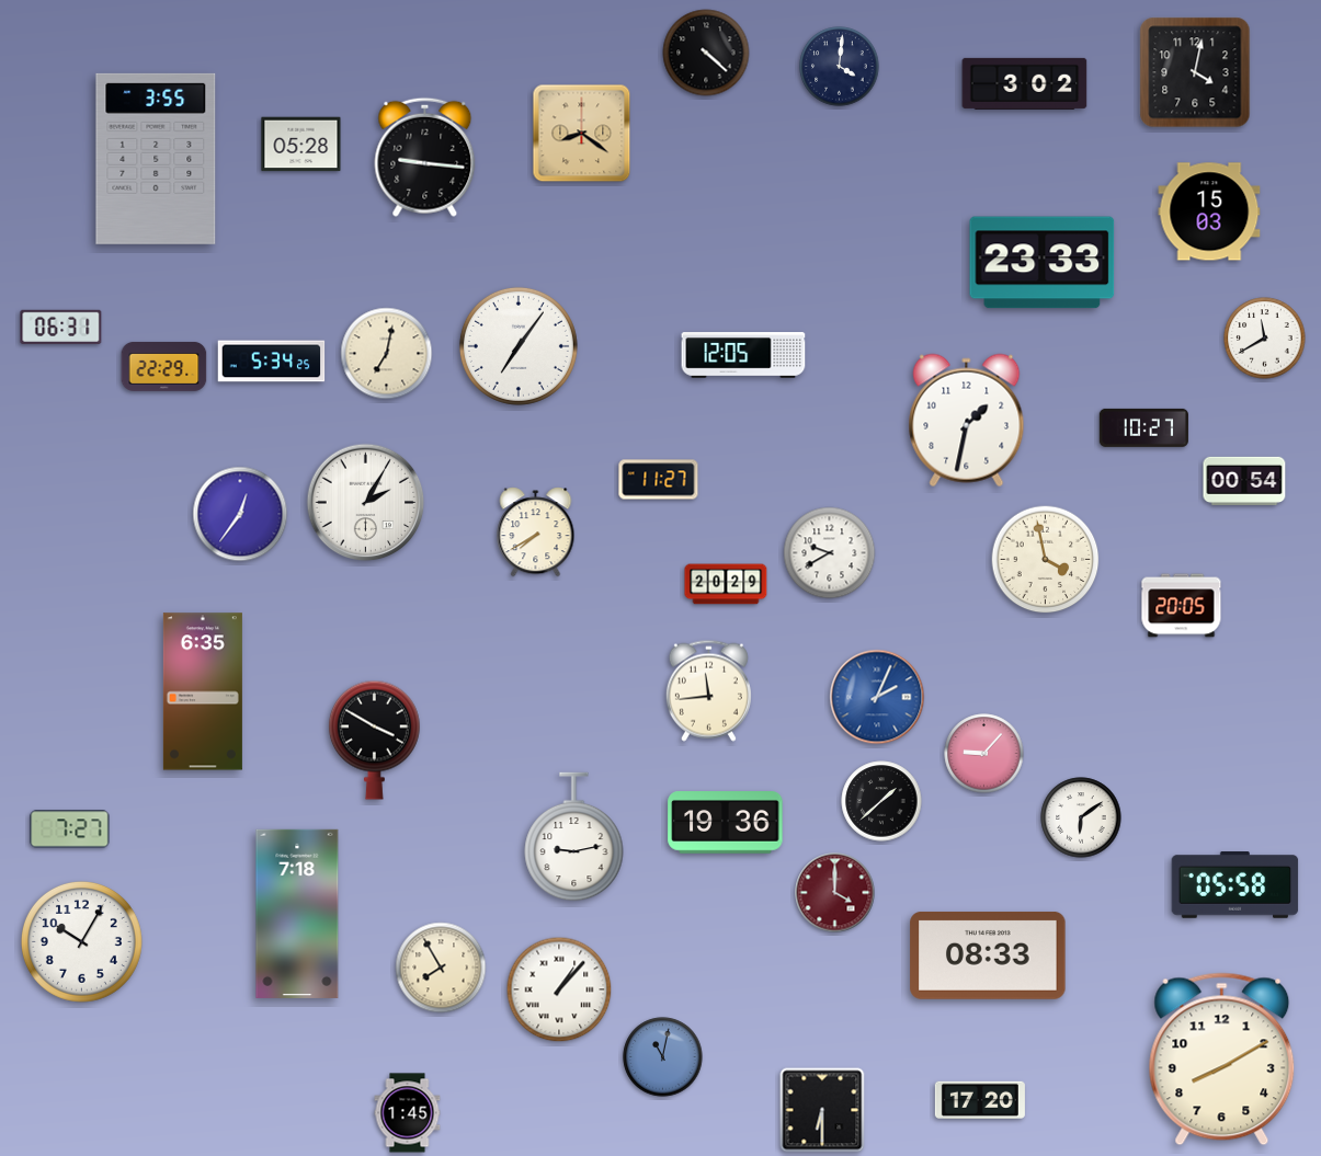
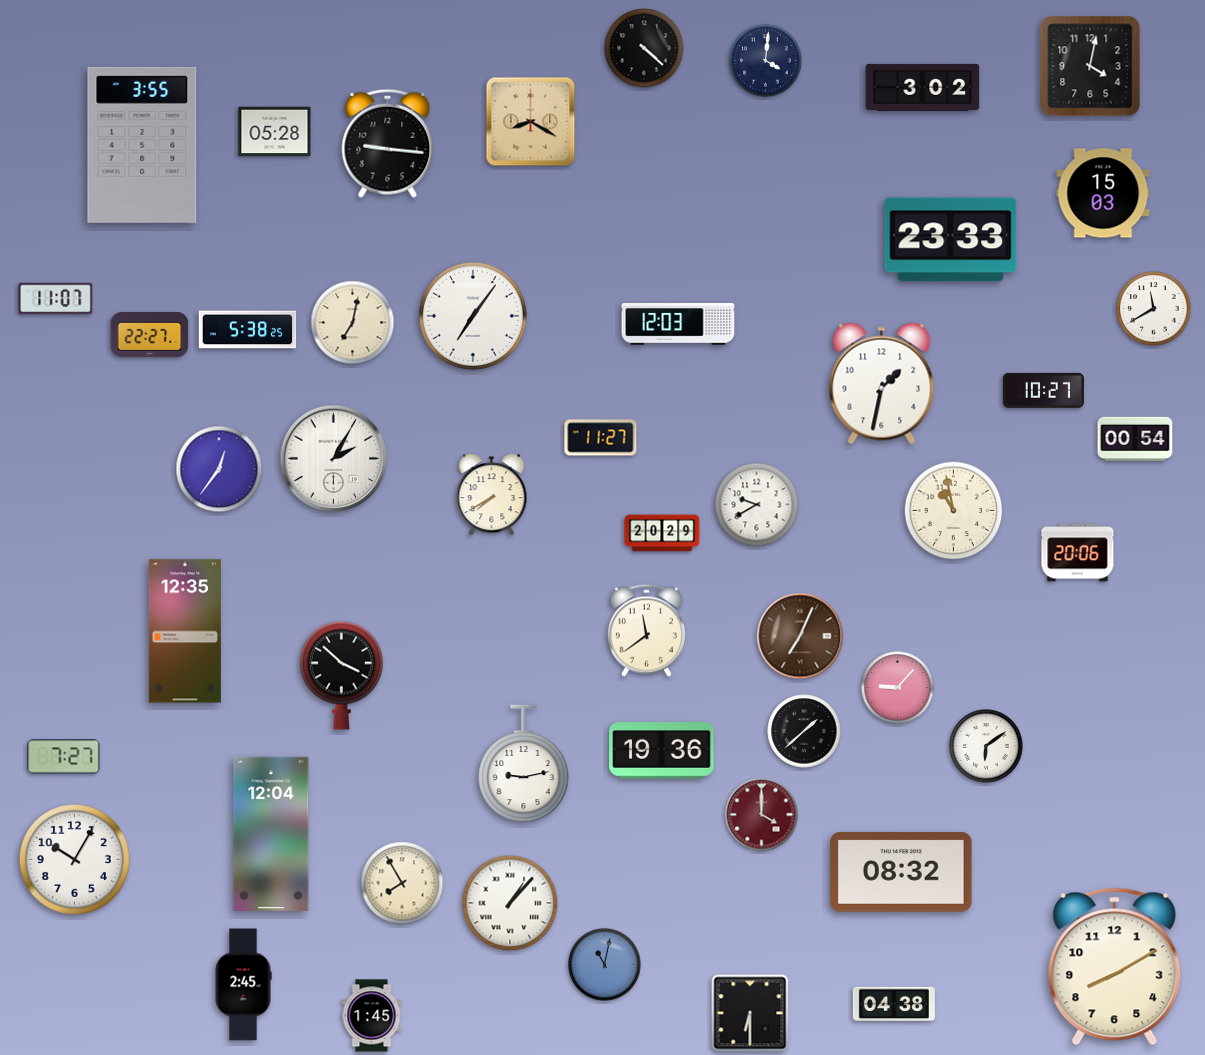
clock at (1025, 83) position: (1025, 83) -> (923, 87)
clock at (582, 134): 8:21 -> 8:20
clock at (61, 327): 06:31 -> 11:07
clock at (743, 355): 12:05 -> 12:03
clock at (272, 362): 5:34 -> 5:38
clock at (164, 366): 22:29 -> 22:27
clock at (536, 533) position: (536, 533) -> (492, 495)
clock at (1046, 560): 3:58 -> 10:58
clock at (1182, 606): 20:05 -> 20:06
clock at (708, 690): 11:44 -> 11:39
clock at (203, 691): 6:35 -> 12:35
clock at (877, 697): 2:04 -> 7:04
clock at (877, 697) dial: blue -> brown
clock at (374, 740): 3:50 -> 3:52
clock at (1235, 885): 05:58 -> none
clock at (297, 914): 7:18 -> 12:04
clock at (988, 955): 08:33 -> 08:32
clock at (243, 985): none -> 2:45
clock at (980, 1100): 17:20 -> 04:38
